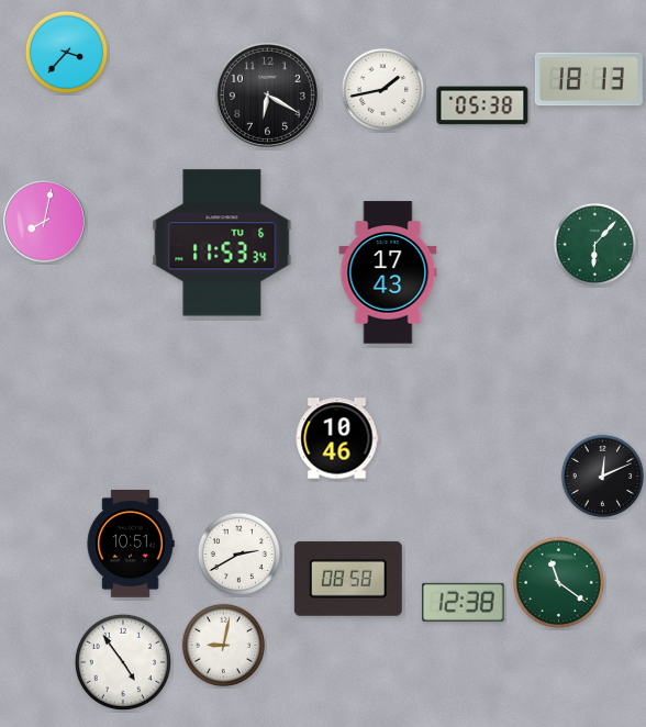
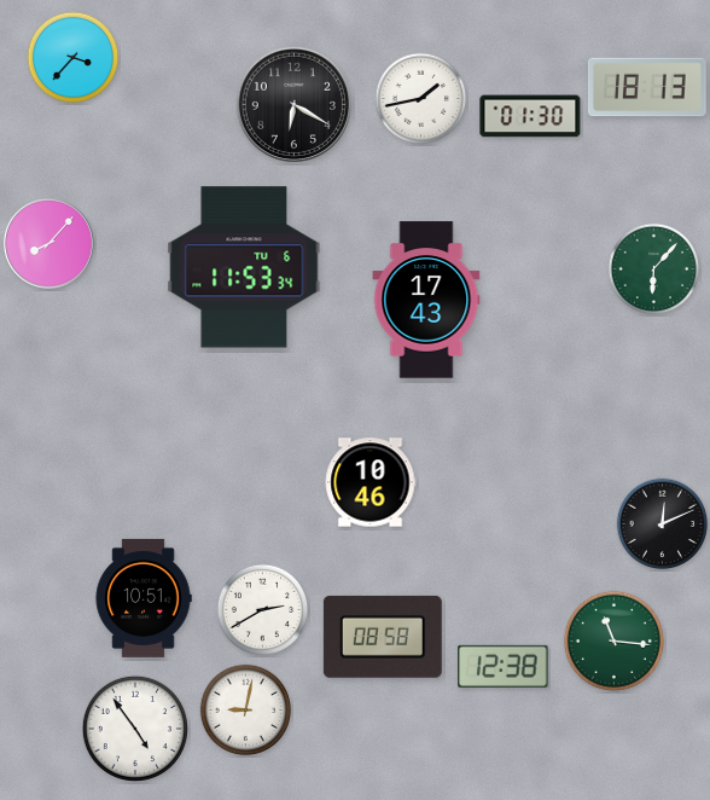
clock at (482, 105): 05:38 -> 01:30
clock at (44, 221): 8:02 -> 8:07
clock at (558, 582): 11:21 -> 11:16
clock at (464, 602) position: (464, 602) -> (504, 666)
